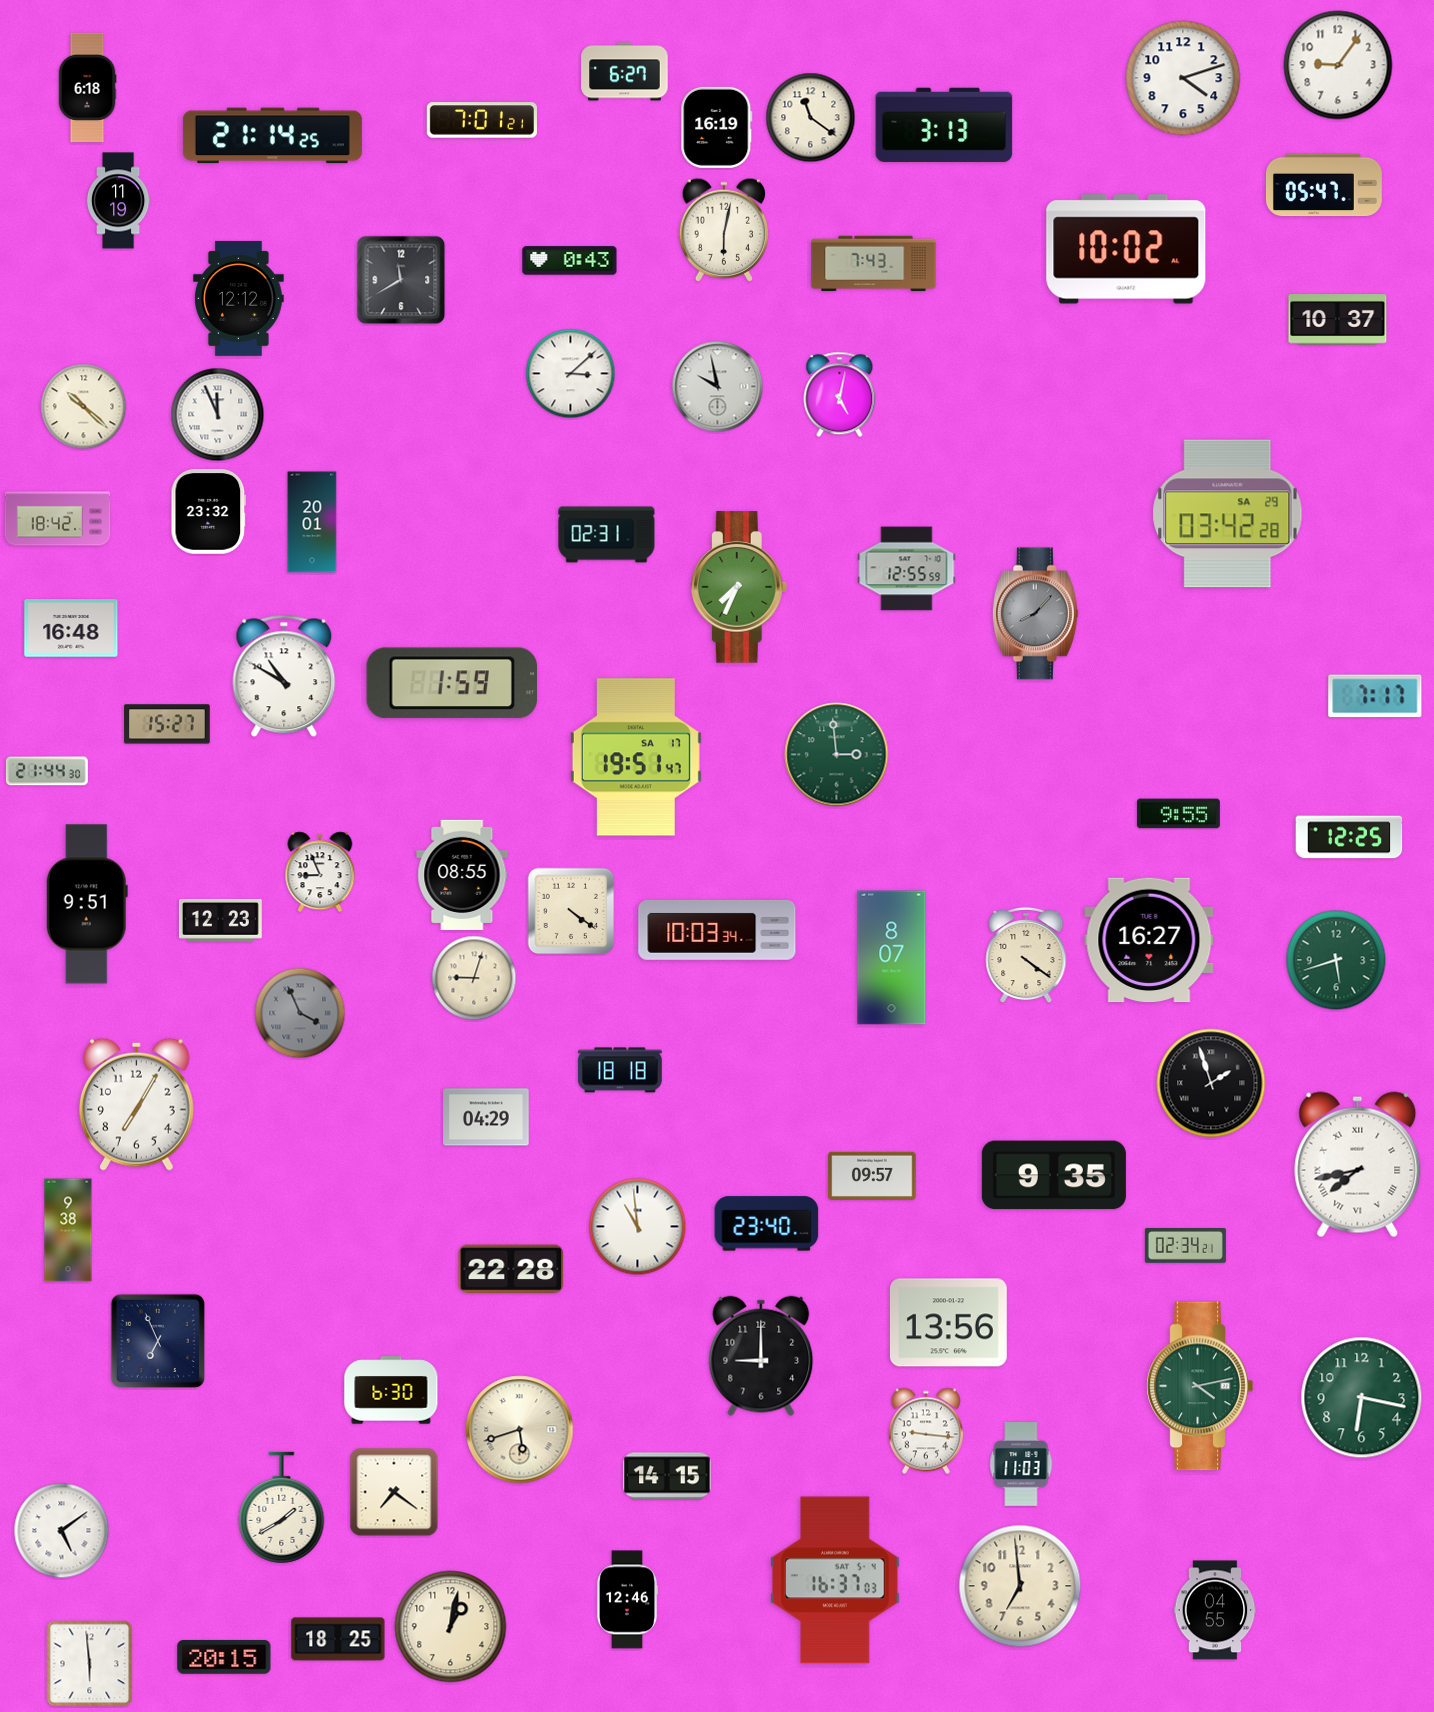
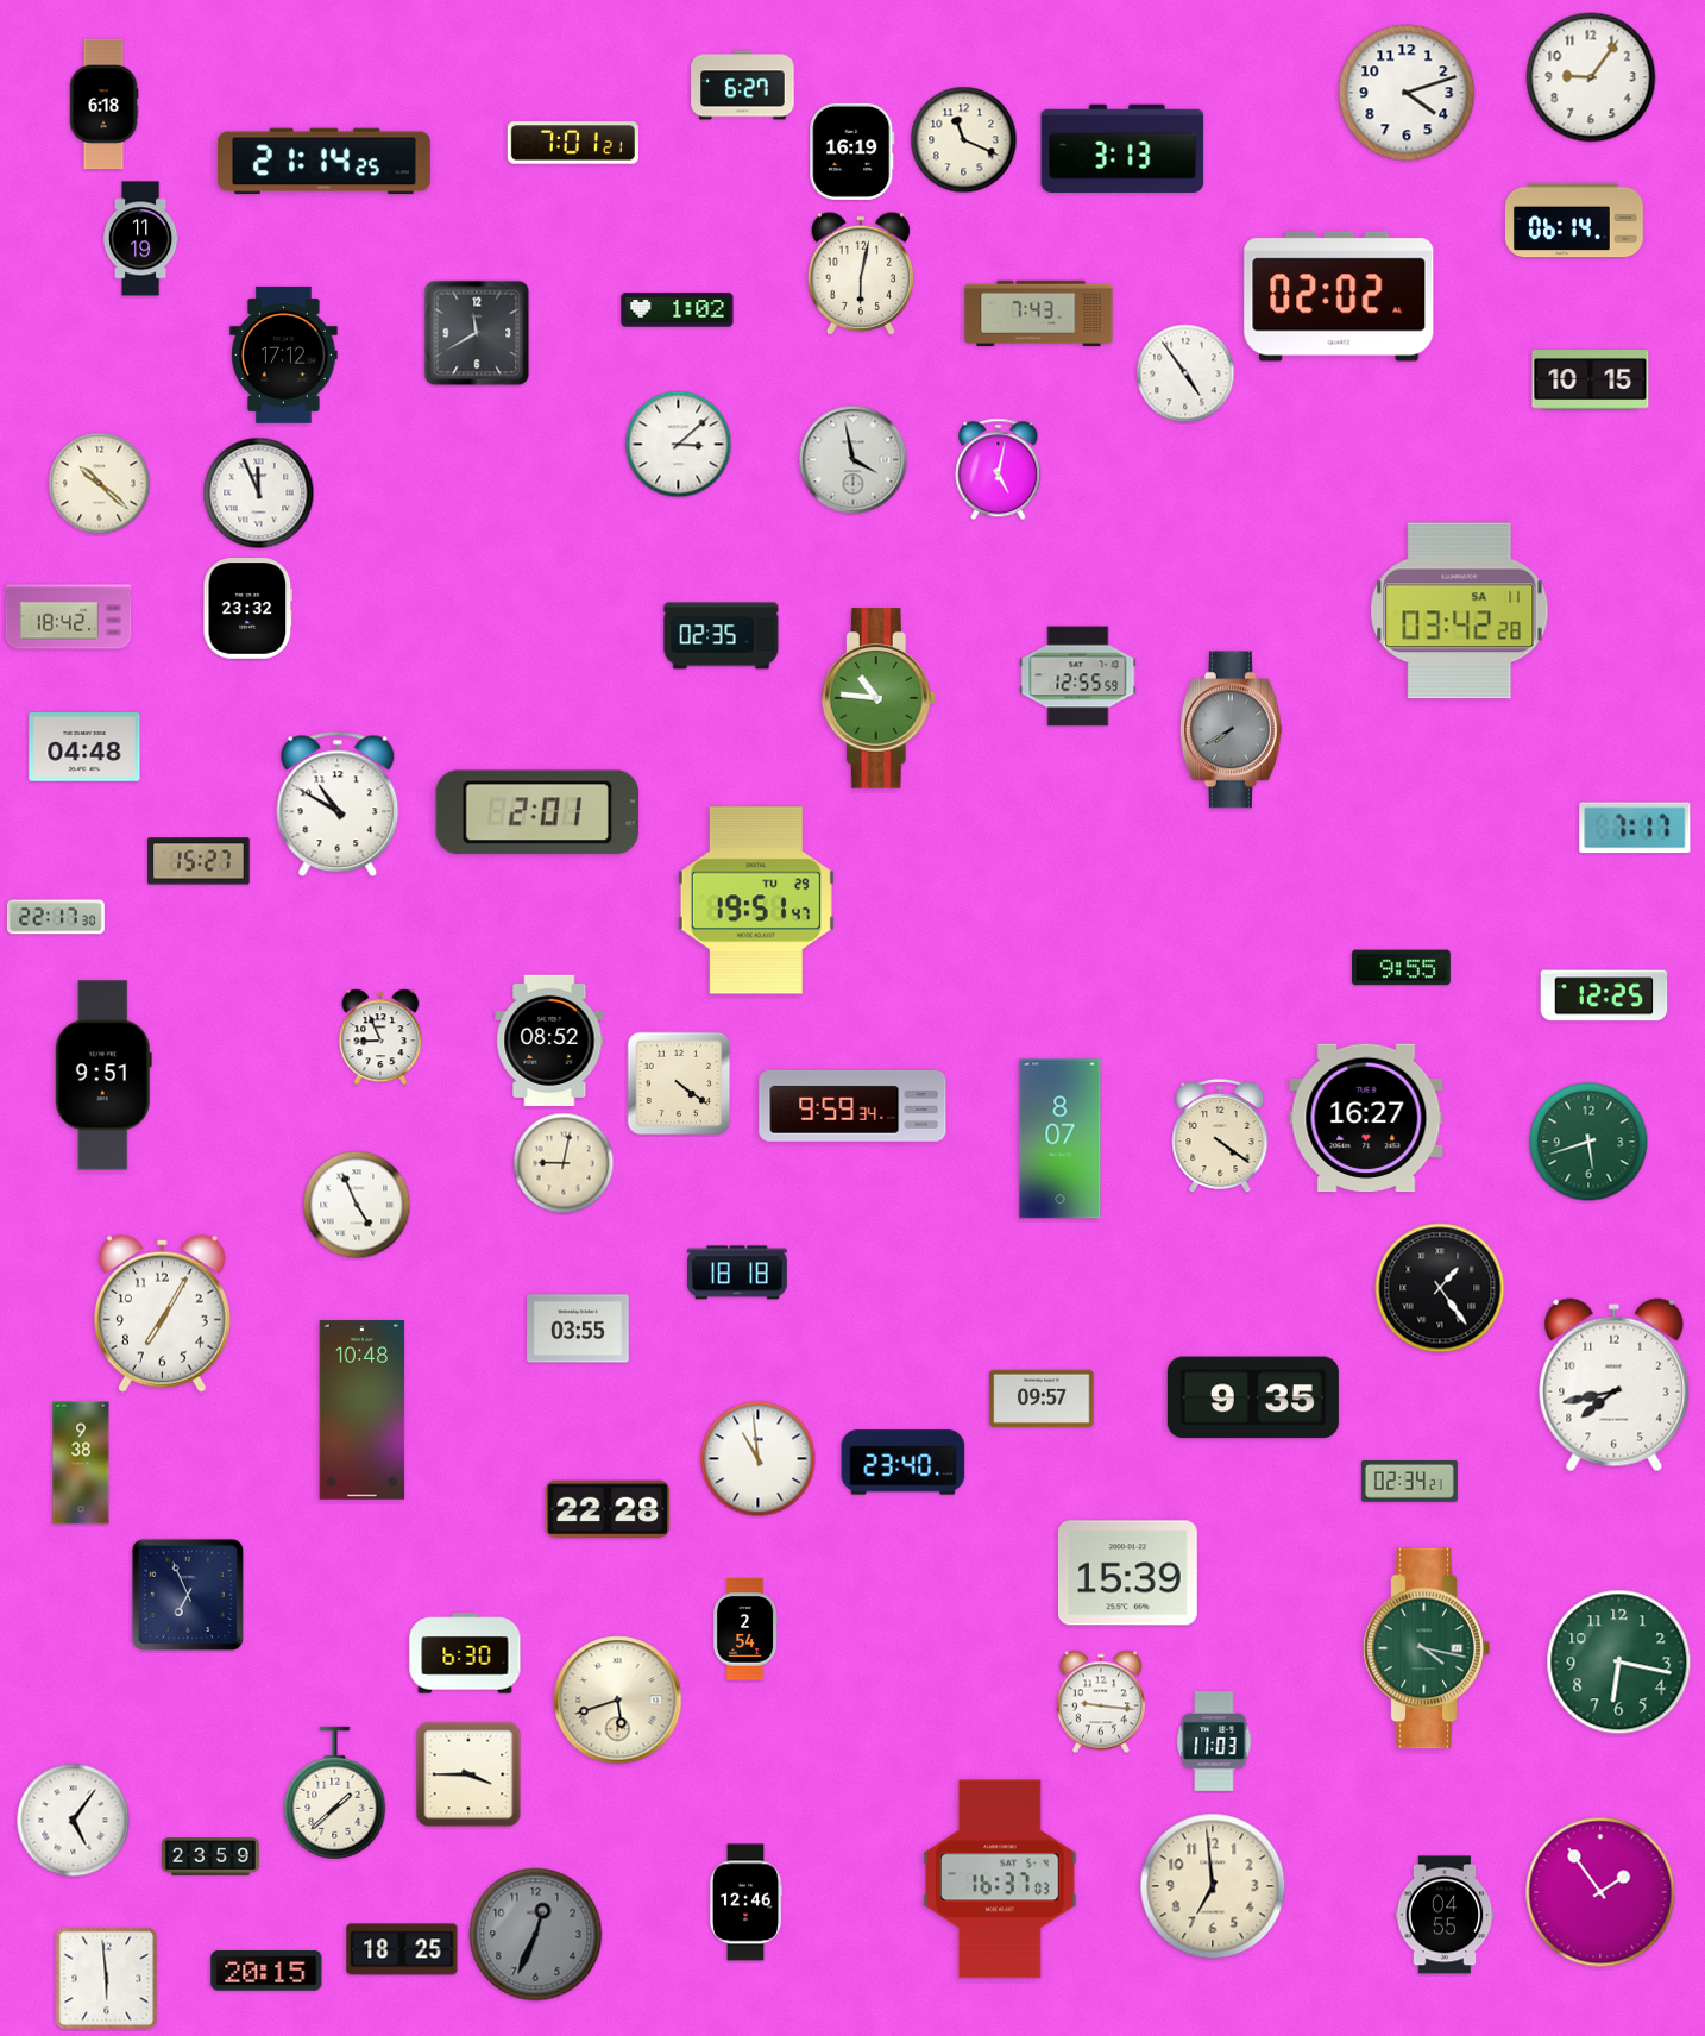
clock at (811, 118): 11:21 -> 11:19
clock at (1324, 185): 05:47 -> 06:14
clock at (1126, 249): 10:02 -> 02:02
clock at (570, 261): 0:43 -> 1:02
clock at (239, 298): 12:12 -> 17:12
clock at (1185, 373): none -> 4:54
clock at (1338, 320): 10:37 -> 10:15
clock at (718, 387): 9:58 -> 3:58
clock at (1228, 514) date: SA 29 -> SA 11
clock at (312, 522): 20:01 -> none
clock at (607, 535): 02:31 -> 02:35
clock at (739, 587): 7:34 -> 10:46
clock at (1035, 614): 8:07 -> 7:40
clock at (71, 628): 16:48 -> 04:48
clock at (451, 683): 1:59 -> 2:01
clock at (837, 755): 2:59 -> none
clock at (636, 757) date: SA 17 -> TU 29
clock at (47, 771): 21:44 -> 22:17
clock at (462, 875): 08:55 -> 08:52
clock at (220, 920): 12:23 -> none
clock at (717, 930): 10:03 -> 9:59
clock at (474, 978): 9:03 -> 9:02
clock at (300, 1013): 3:56 -> 4:56
clock at (300, 1013) dial: grey -> white
clock at (1211, 1083): 1:57 -> 1:24
clock at (486, 1117): 04:29 -> 03:55
clock at (1358, 1165) numerals: Roman -> Arabic
clock at (872, 1175) position: (872, 1175) -> (1042, 1397)
clock at (363, 1410): none -> 10:48
clock at (767, 1224) position: (767, 1224) -> (904, 1463)
clock at (948, 1323): 13:56 -> 15:39
clock at (761, 1356): 9:00 -> none
clock at (745, 1629): none -> 2:54
clock at (1200, 1386): 4:13 -> 4:17
clock at (667, 1476): 14:15 -> none
clock at (394, 1492): 7:21 -> 3:45
clock at (282, 1508): 1:40 -> 1:38
clock at (62, 1531): 5:09 -> 5:06
clock at (210, 1858): none -> 23:59
clock at (835, 1580) position: (835, 1580) -> (1000, 1879)
clock at (1600, 1892): none -> 1:54
clock at (451, 1627): 1:02 -> 12:34
clock at (451, 1627) dial: cream -> grey
